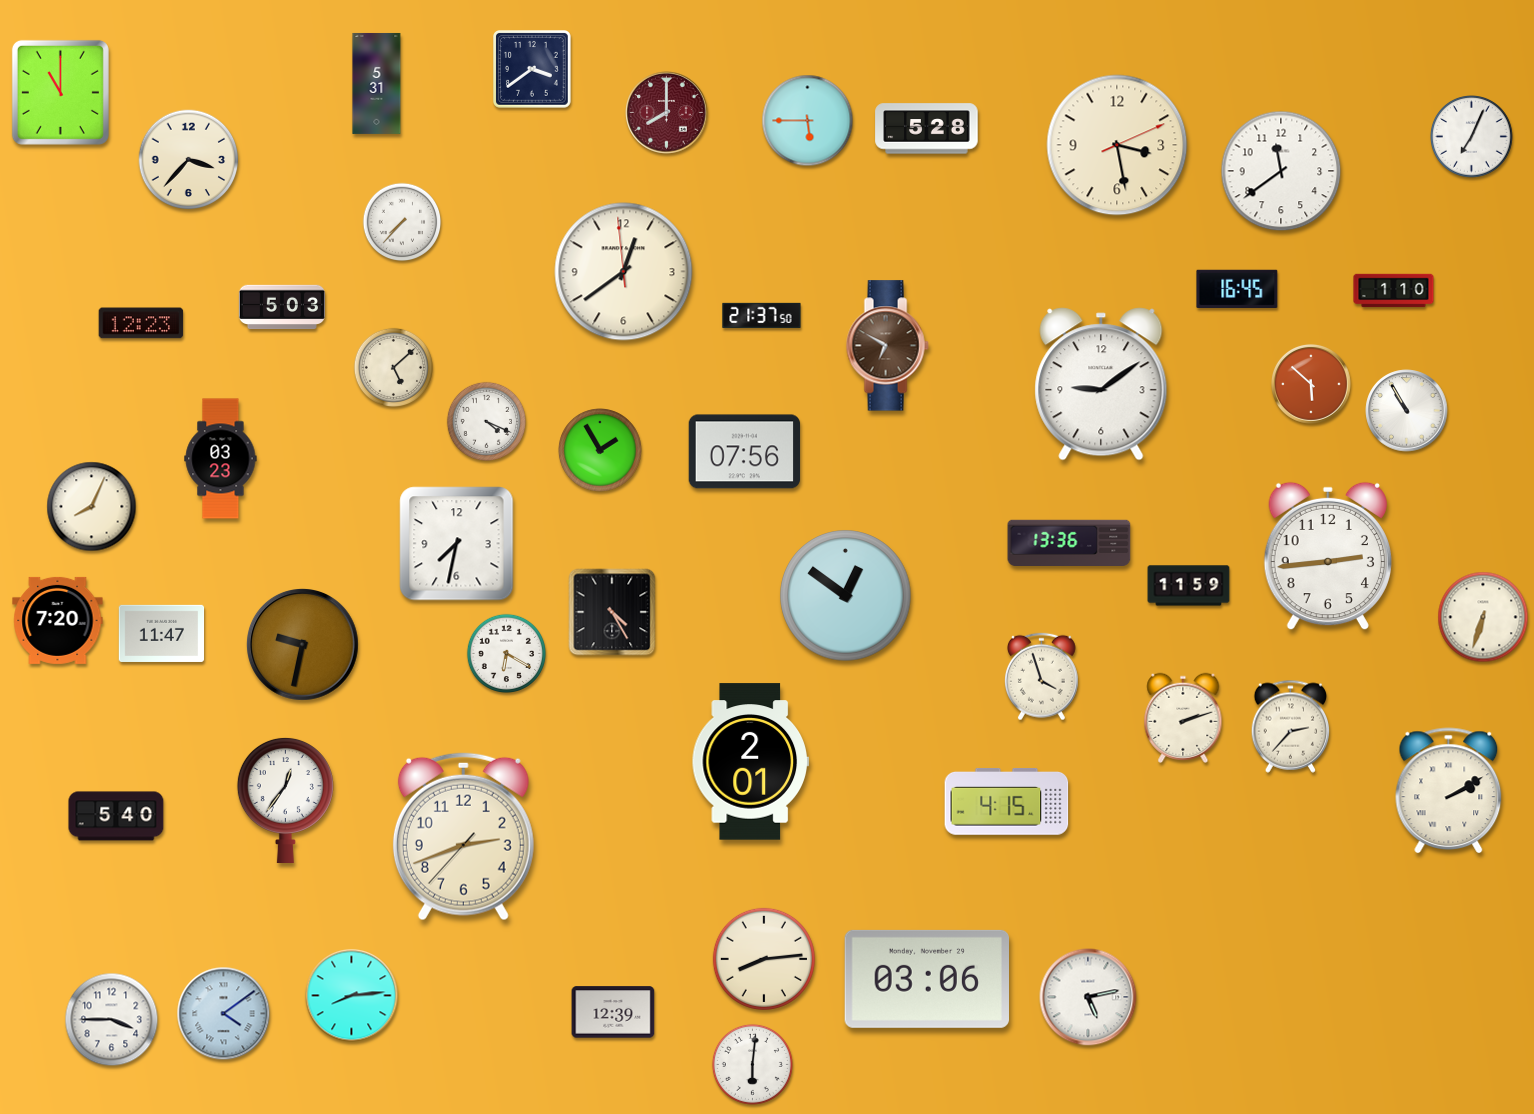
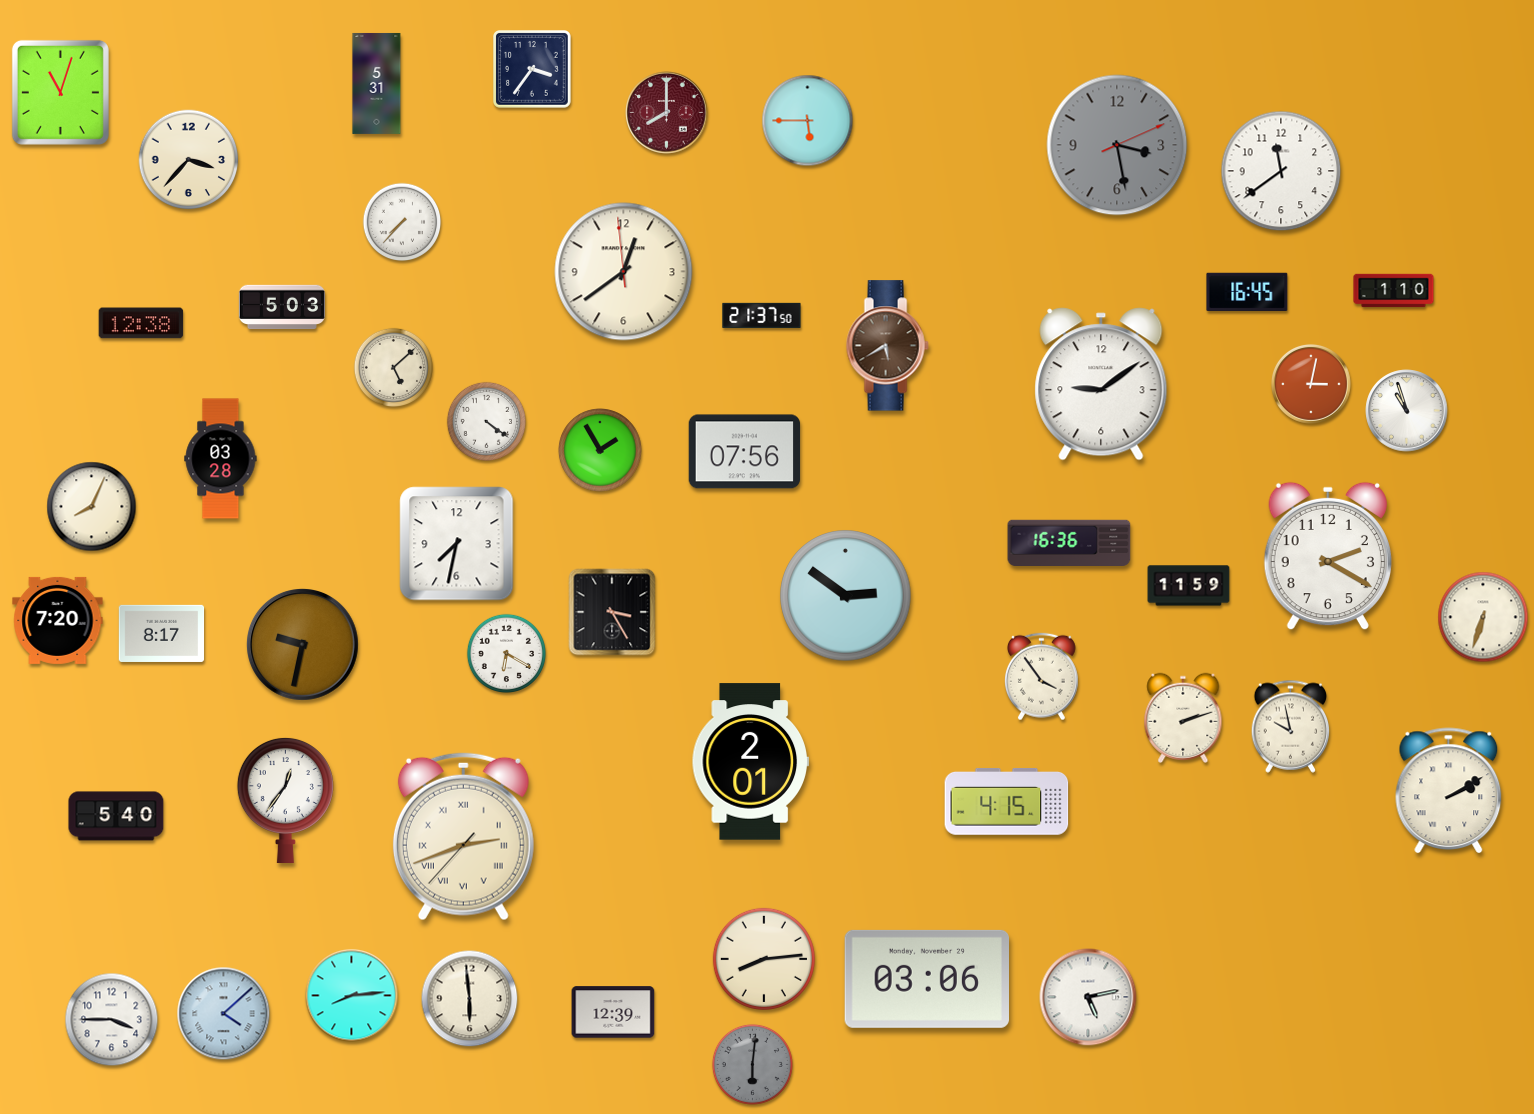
clock at (533, 70): 3:39 -> 3:36
clock at (60, 92): 11:00 -> 11:03
clock at (927, 129): 5:28 -> none
clock at (1472, 137): 7:04 -> none
clock at (1117, 145) dial: cream -> grey
clock at (1237, 288) position: (1237, 288) -> (1247, 291)
clock at (141, 323): 12:23 -> 12:38
clock at (887, 346): 6:50 -> 5:40
clock at (1311, 384): 5:52 -> 3:02
clock at (1407, 411): 10:55 -> 10:57
clock at (486, 421): 4:19 -> 4:21
clock at (221, 459): 03:23 -> 03:28
clock at (1069, 542): 13:36 -> 16:36
clock at (1328, 556): 2:44 -> 2:20
clock at (846, 596): 12:51 -> 2:51
clock at (612, 612): 4:25 -> 3:25
clock at (162, 633): 11:47 -> 8:17
clock at (1041, 677): 3:57 -> 3:54
clock at (1291, 726): 2:37 -> 9:58
clock at (463, 837) numerals: Arabic -> Roman
clock at (470, 999): none -> 5:59
clock at (224, 1014): 4:09 -> 4:08
clock at (752, 1064) dial: white -> grey
